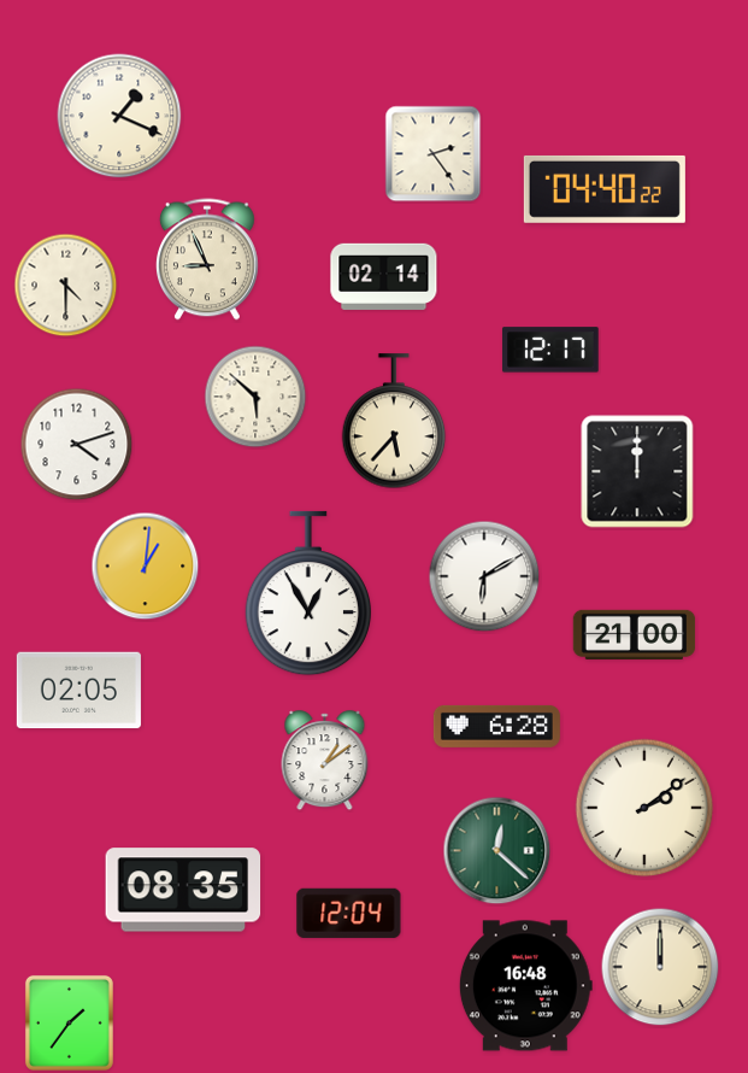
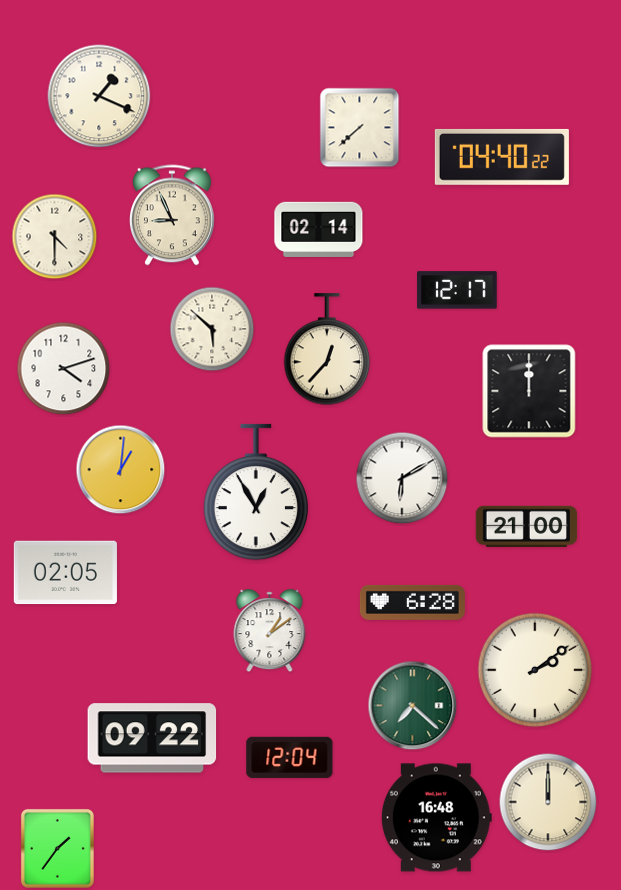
clock at (434, 154): 2:24 -> 7:38
clock at (394, 422): 5:37 -> 12:37
clock at (497, 851): 12:22 -> 7:22
clock at (183, 890): 08:35 -> 09:22
